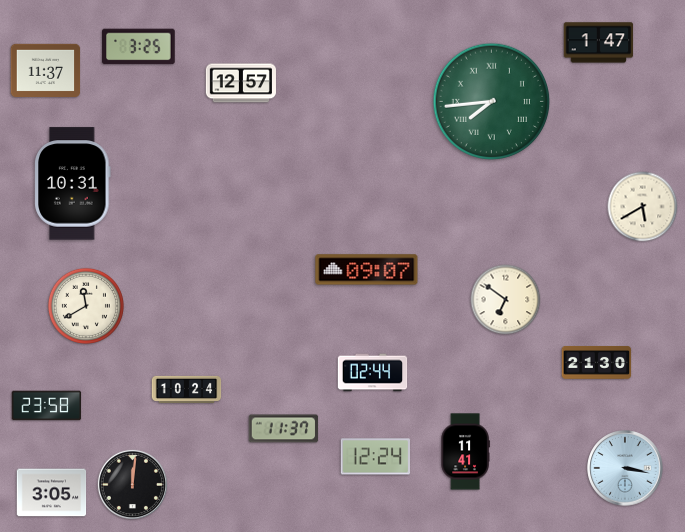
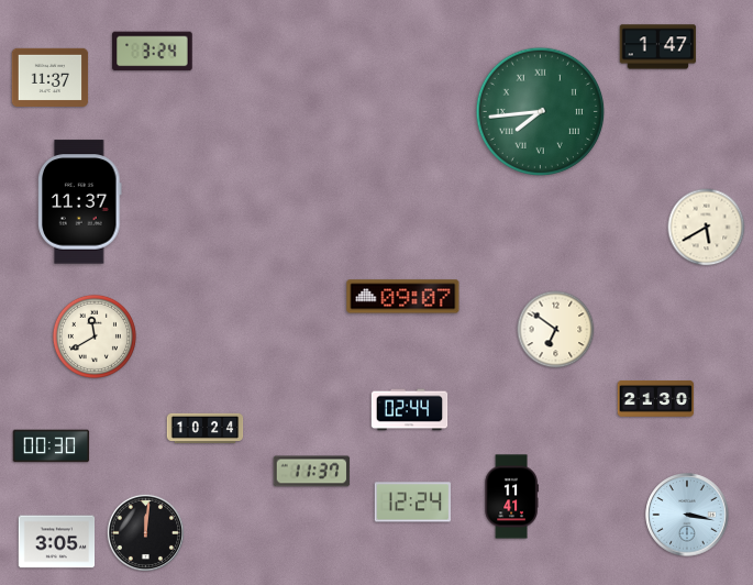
clock at (139, 47): 3:25 -> 3:24
clock at (241, 83): 12:57 -> none
clock at (73, 184): 10:31 -> 11:37
clock at (47, 406): 23:58 -> 00:30
